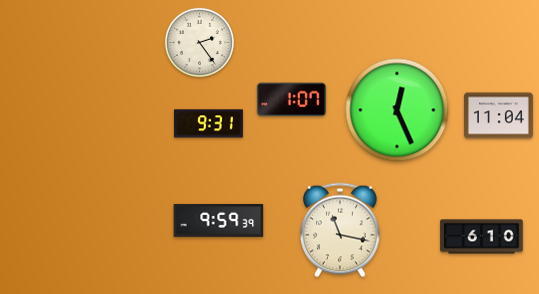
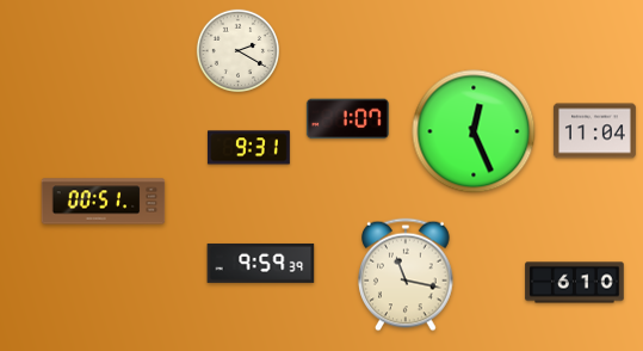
clock at (200, 43): 2:24 -> 2:20
clock at (498, 116) position: (498, 116) -> (594, 131)
clock at (104, 202): none -> 00:51
